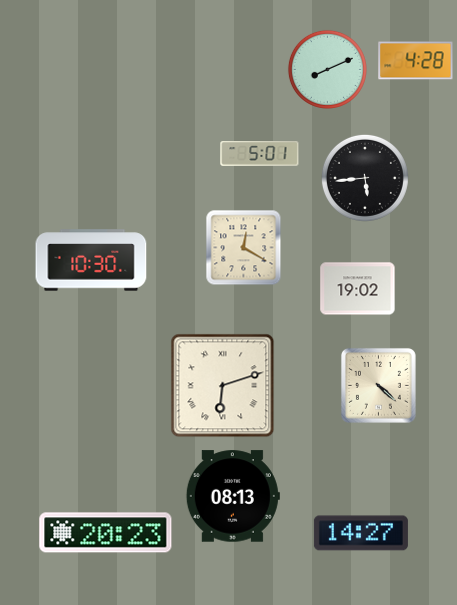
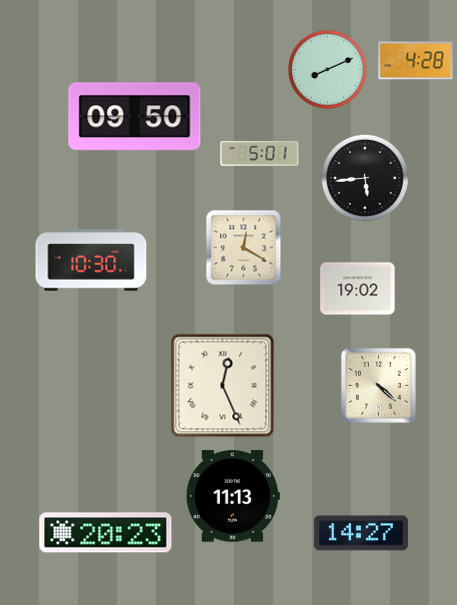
clock at (135, 117): none -> 09:50
clock at (223, 386): 6:12 -> 12:26
clock at (233, 496): 08:13 -> 11:13
